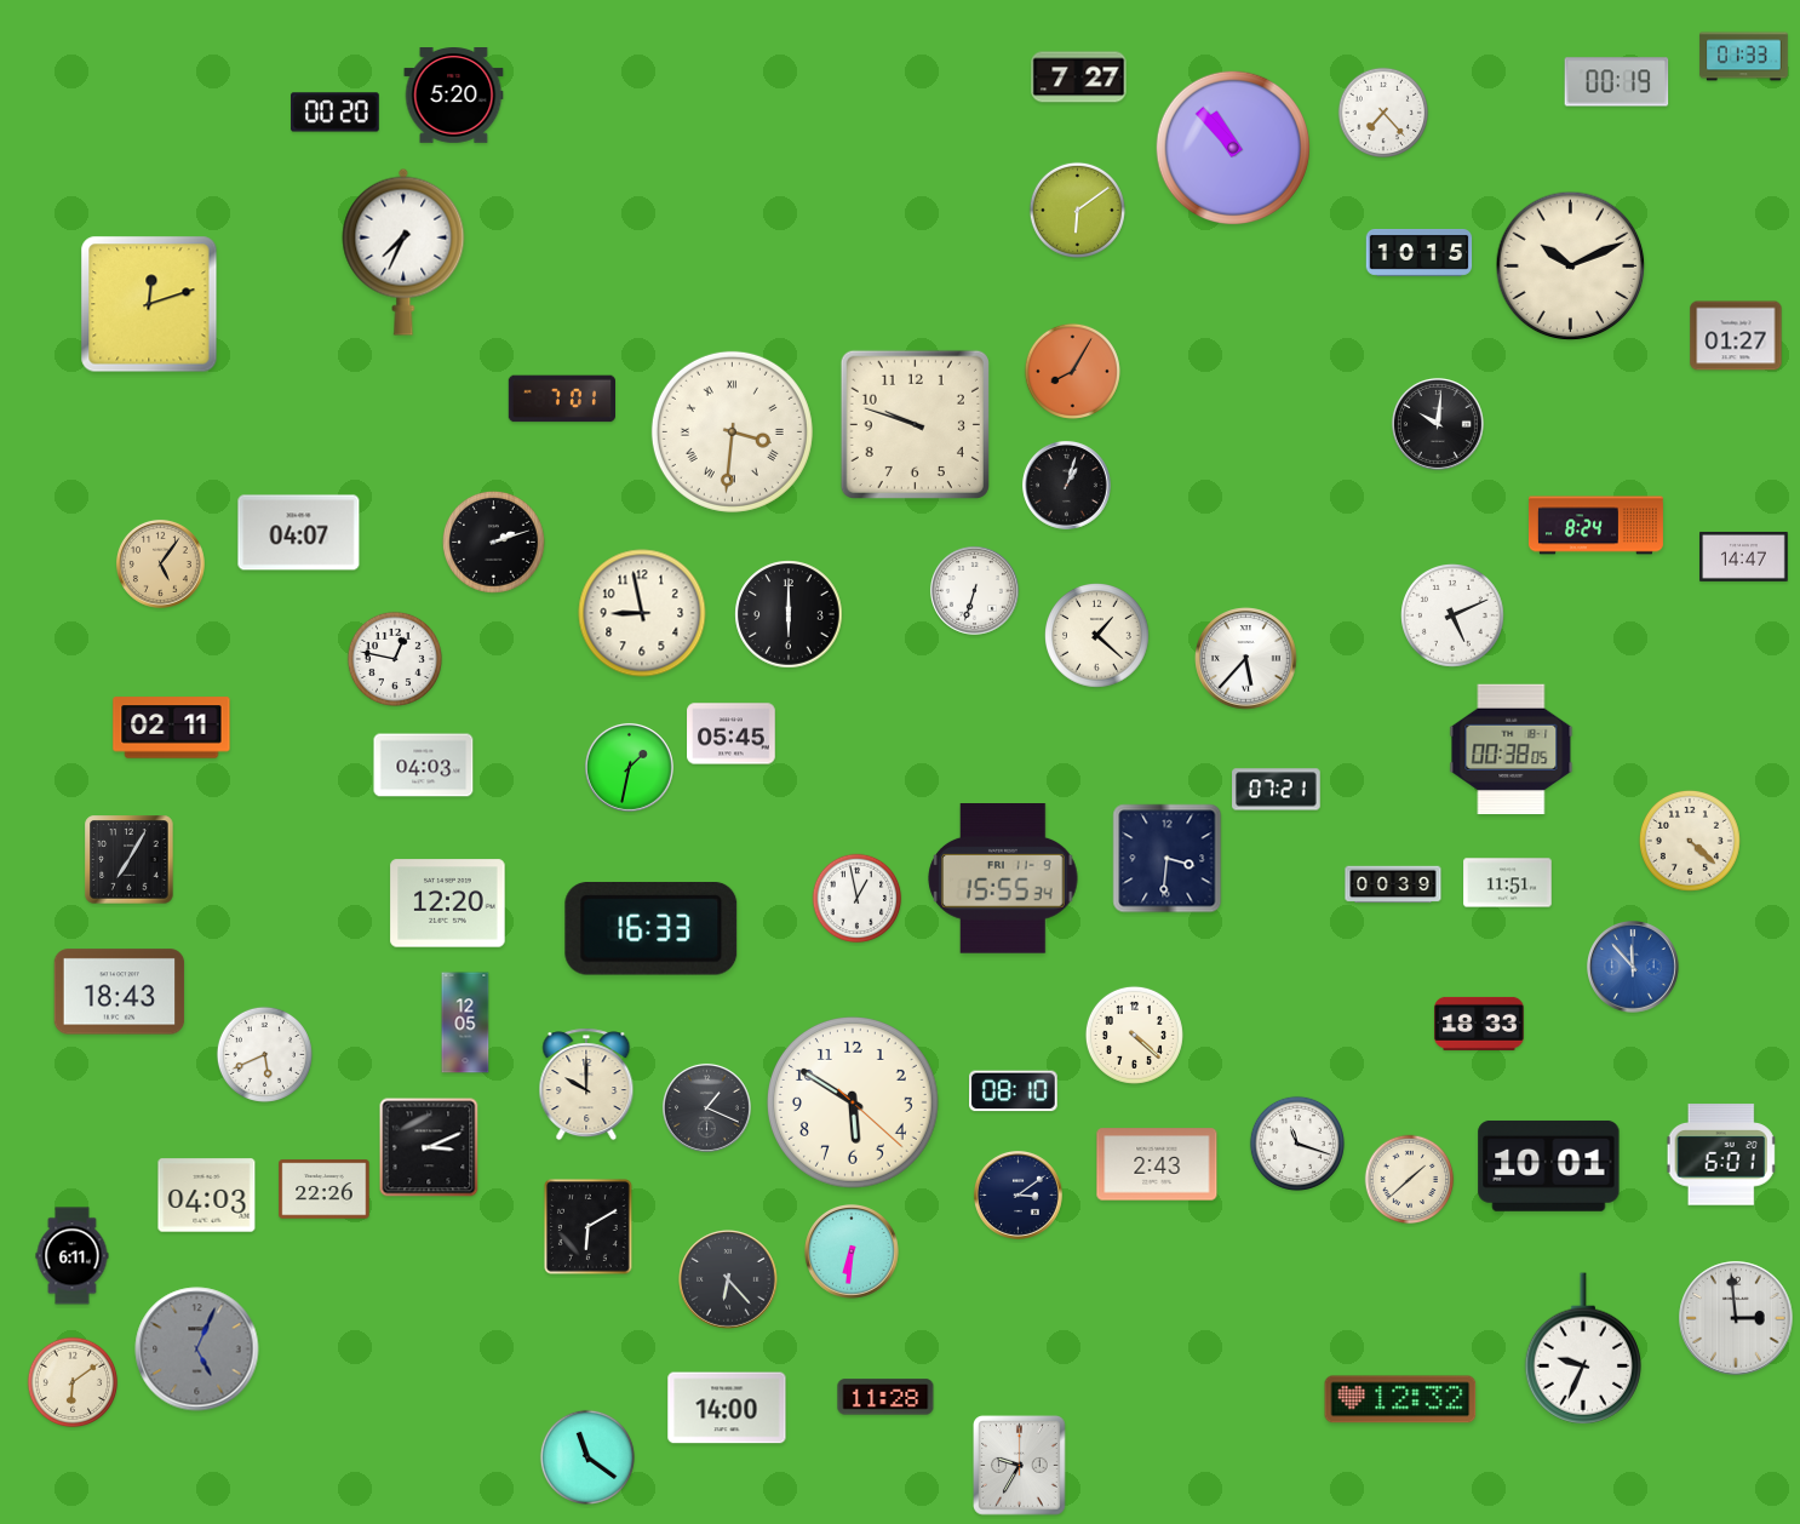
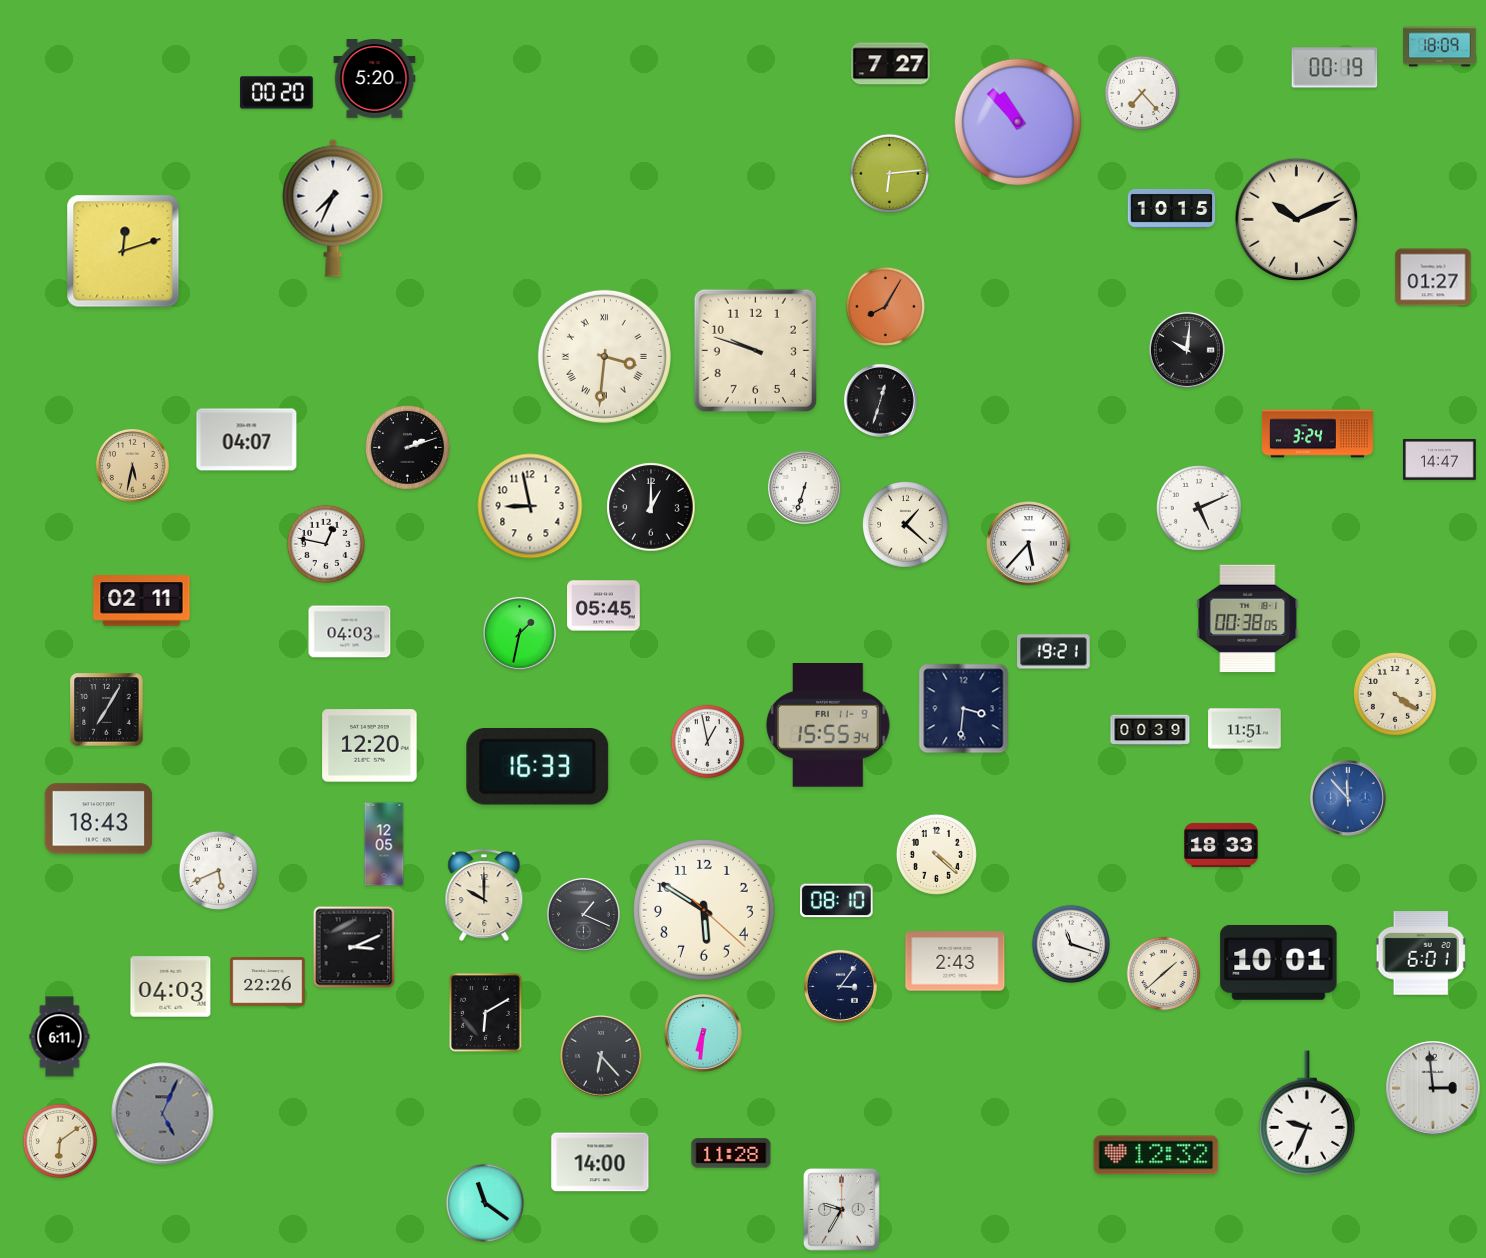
clock at (1744, 57): 01:33 -> 18:09
clock at (1077, 210): 6:09 -> 6:14
clock at (561, 399): 7:01 -> none
clock at (1066, 485): 1:03 -> 12:33
clock at (1595, 526): 8:24 -> 3:24
clock at (160, 563): 5:06 -> 5:32
clock at (789, 614): 6:00 -> 1:00
clock at (1277, 790): 07:21 -> 19:21
clock at (1690, 841): 4:22 -> 4:21
clock at (1017, 1194): 3:09 -> 3:06
